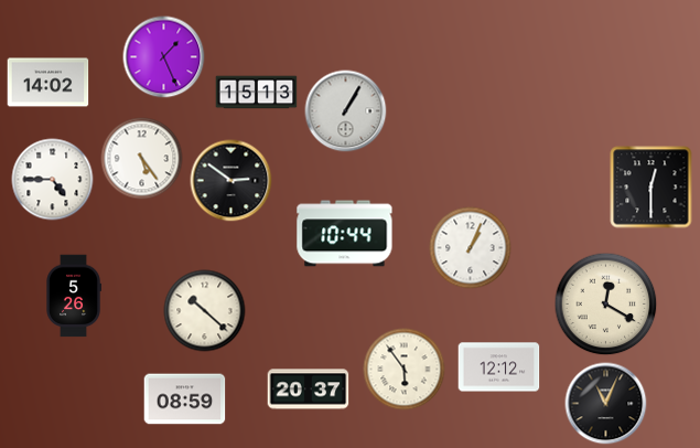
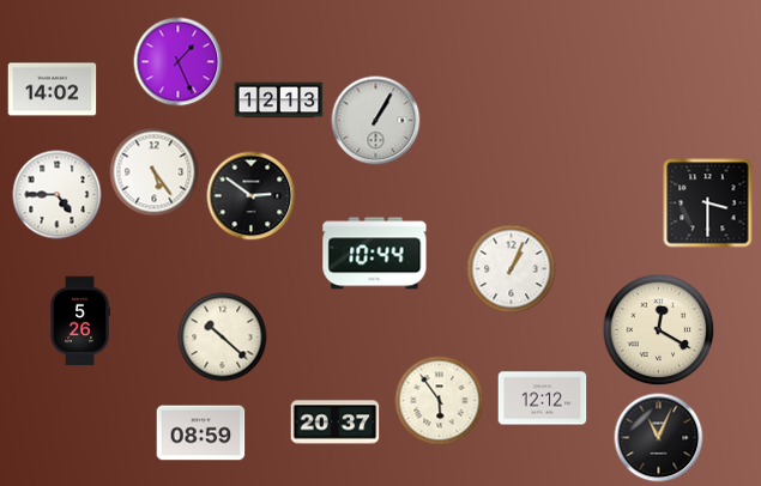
clock at (257, 93): 15:13 -> 12:13
clock at (651, 188): 12:30 -> 3:30
